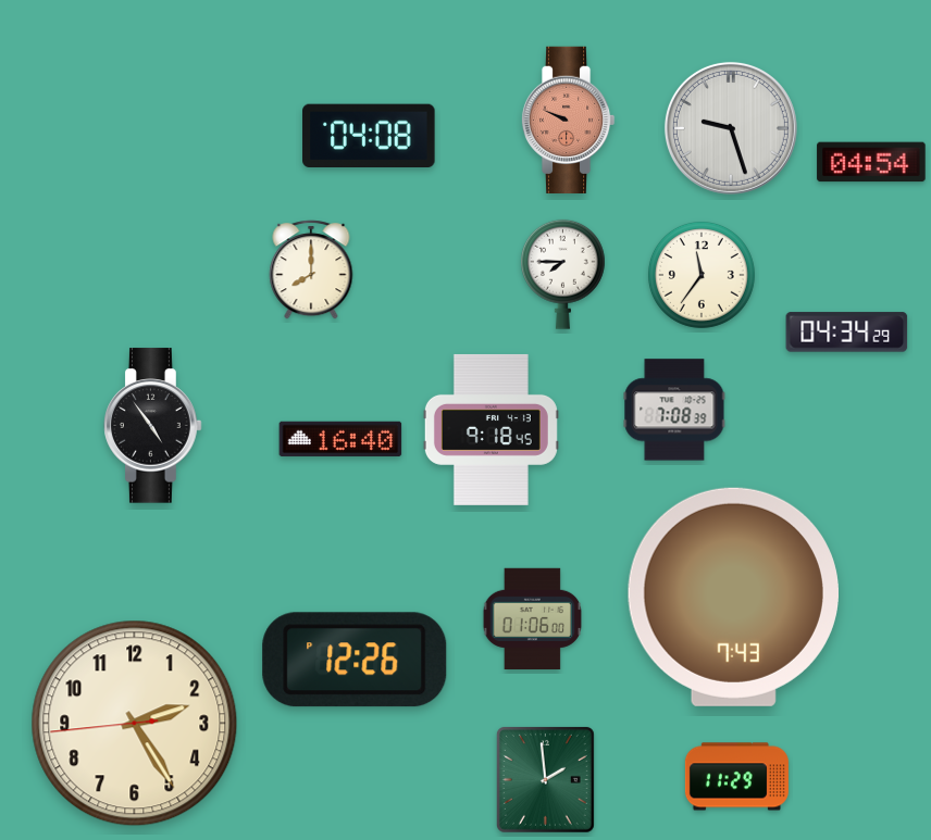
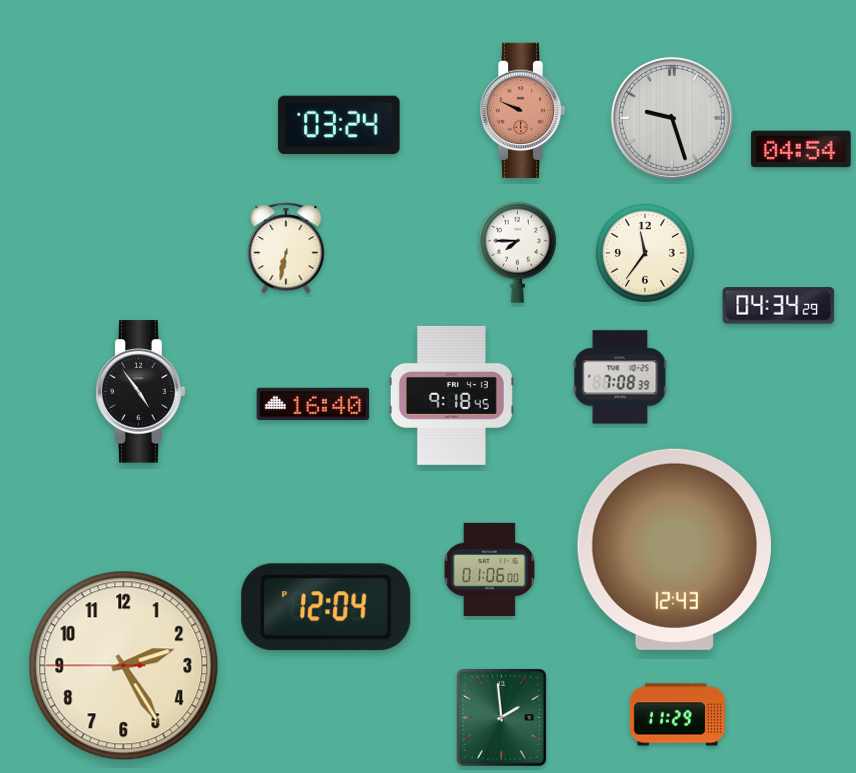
clock at (369, 135): 04:08 -> 03:24
clock at (311, 269): 8:00 -> 6:32
clock at (733, 597): 7:43 -> 12:43
clock at (355, 660): 12:26 -> 12:04
clock at (135, 724): 2:24:44 -> 2:24:45
